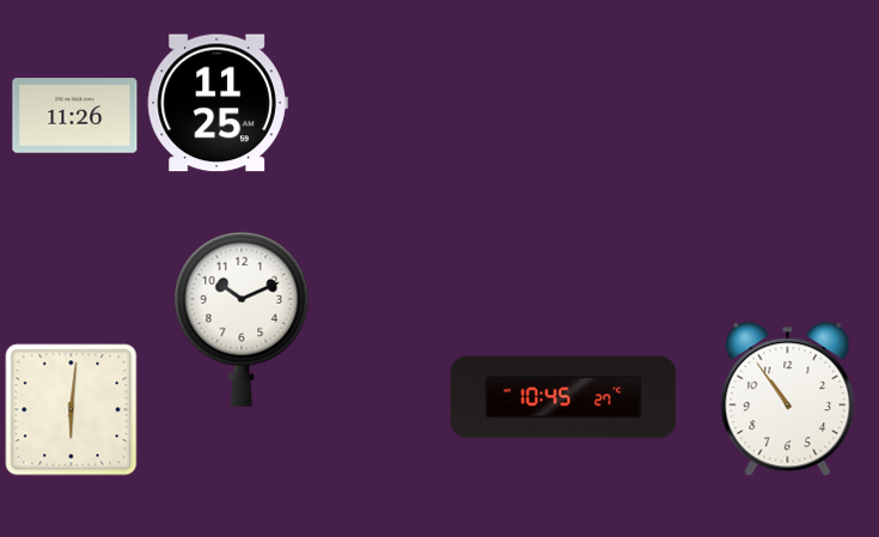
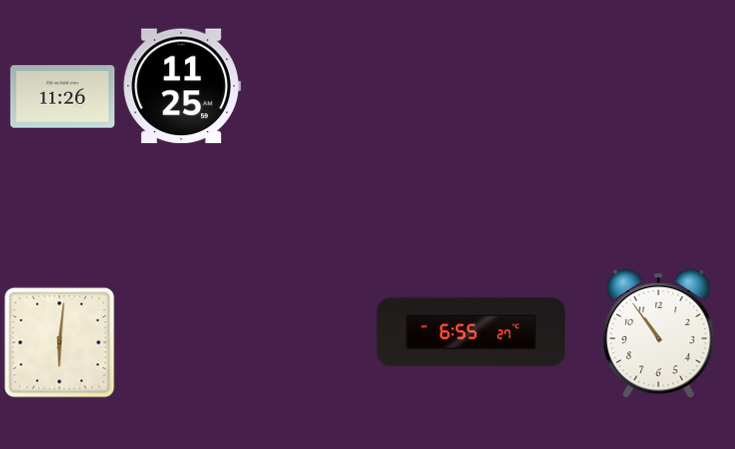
clock at (242, 319): 10:11 -> none
clock at (563, 397): 10:45 -> 6:55
